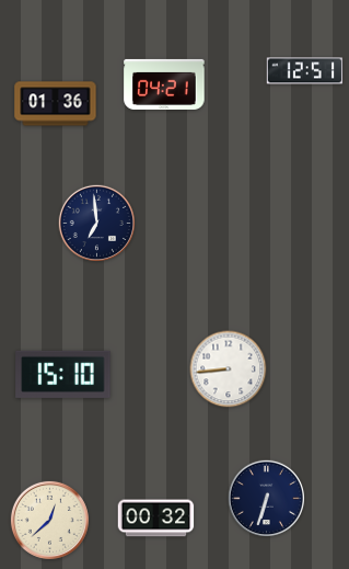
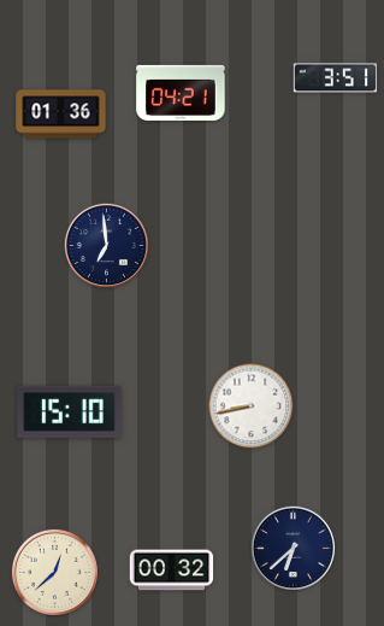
clock at (305, 71): 12:51 -> 3:51
clock at (229, 369): 8:44 -> 8:43
clock at (266, 498): 6:33 -> 6:38
